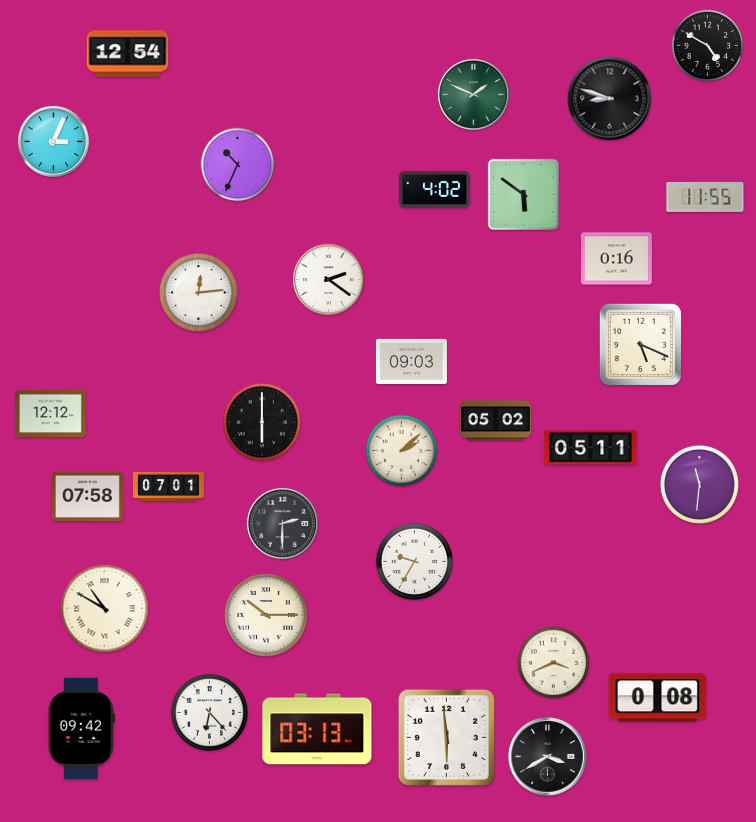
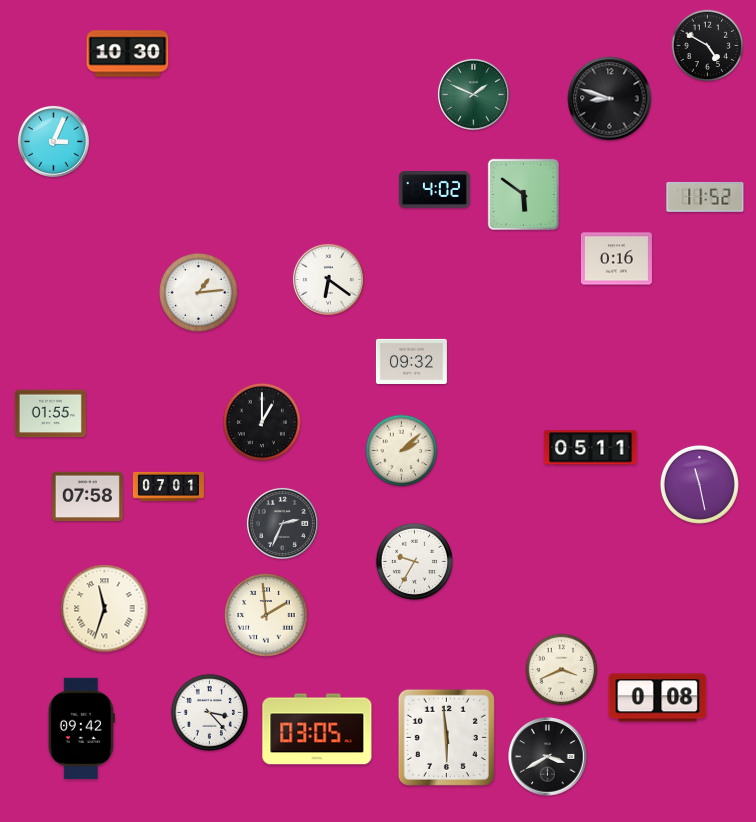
clock at (128, 54): 12:54 -> 10:30
clock at (238, 165): 10:34 -> none
clock at (705, 197): 11:55 -> 11:52
clock at (328, 279): 2:21 -> 6:21
clock at (198, 292): 12:14 -> 1:14
clock at (640, 344): 5:19 -> none
clock at (411, 361): 09:03 -> 09:32
clock at (50, 414): 12:12 -> 01:55
clock at (495, 421): 05:02 -> none
clock at (262, 422): 6:00 -> 1:00
clock at (699, 484): 11:31 -> 11:28
clock at (282, 523): 2:30 -> 2:34
clock at (105, 609): 10:50 -> 11:33
clock at (266, 615): 10:15 -> 1:59
clock at (554, 663) position: (554, 663) -> (562, 670)
clock at (209, 712): 6:23 -> 3:23
clock at (317, 729): 03:13 -> 03:05
